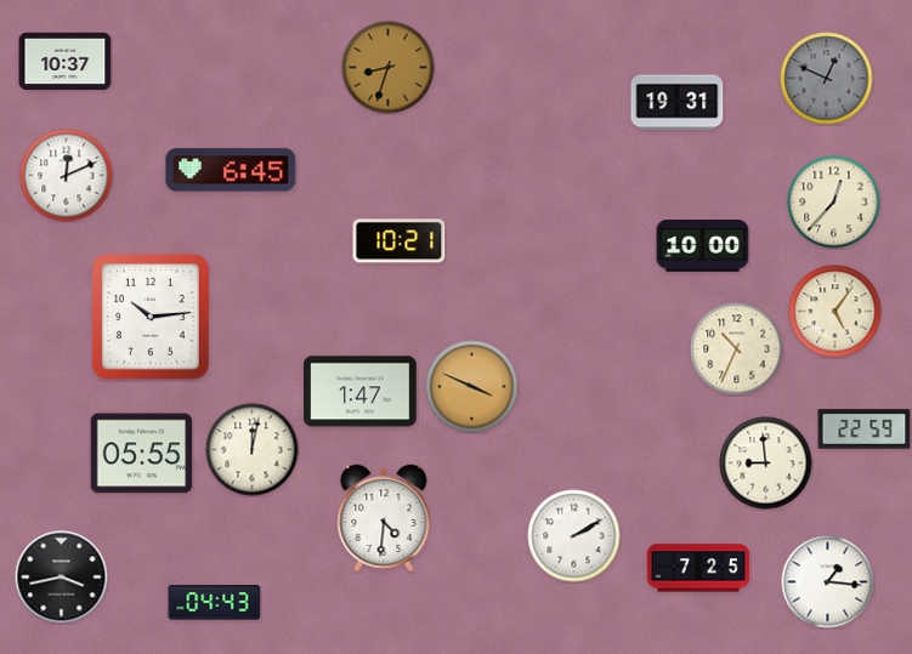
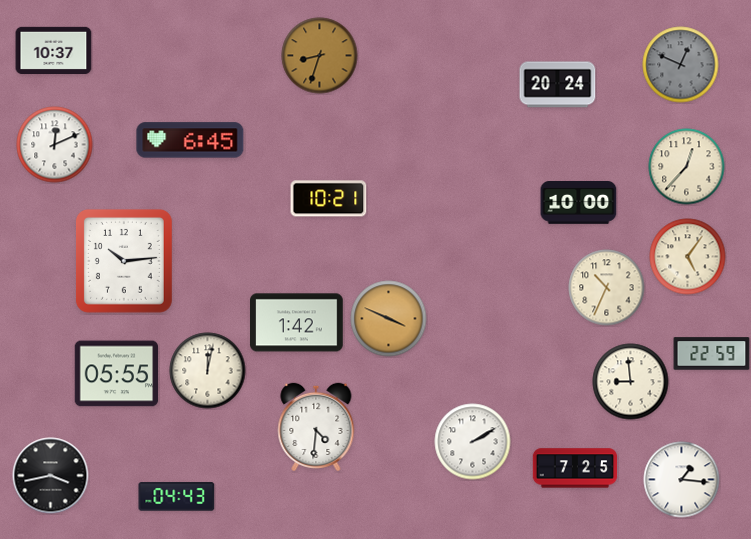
clock at (678, 103): 19:31 -> 20:24
clock at (361, 392): 1:47 -> 1:42
